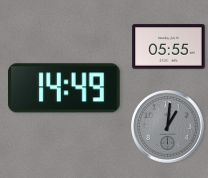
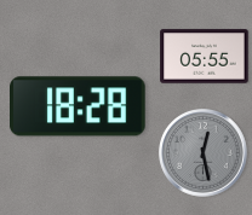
clock at (65, 88): 14:49 -> 18:28
clock at (168, 127): 1:01 -> 12:28
